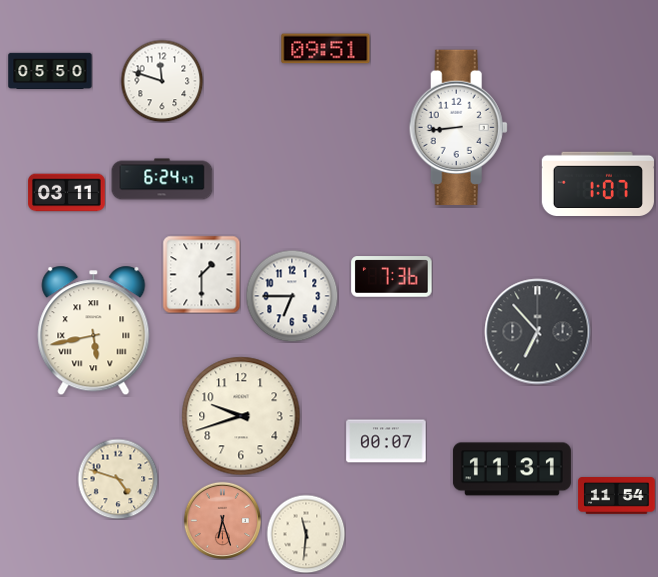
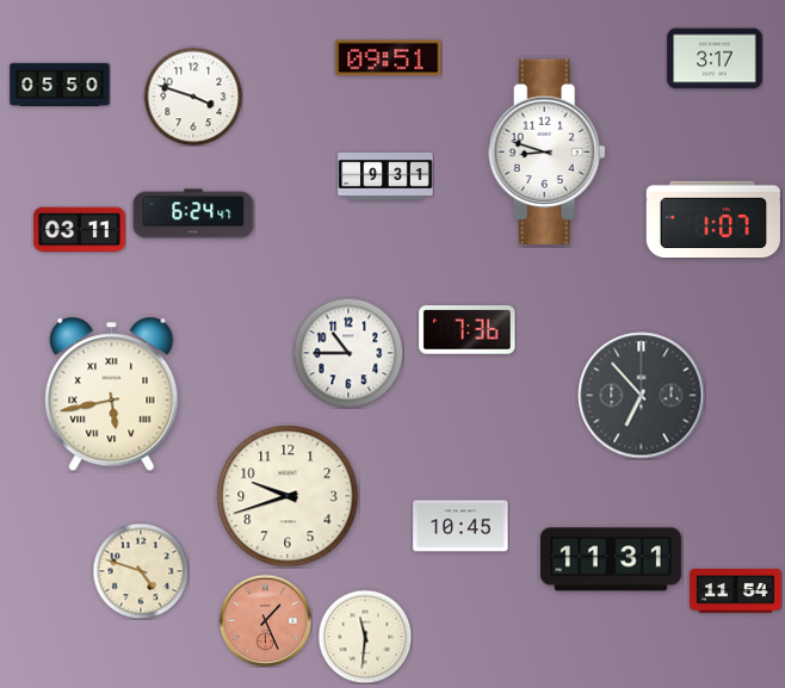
clock at (715, 58): none -> 3:17
clock at (162, 81): 11:48 -> 3:48
clock at (458, 128): 8:44 -> 8:48
clock at (385, 176): none -> 9:31
clock at (201, 274): 1:30 -> none
clock at (292, 296): 6:45 -> 10:45
clock at (386, 441): 00:07 -> 10:45
clock at (222, 520): 6:27 -> 1:26
